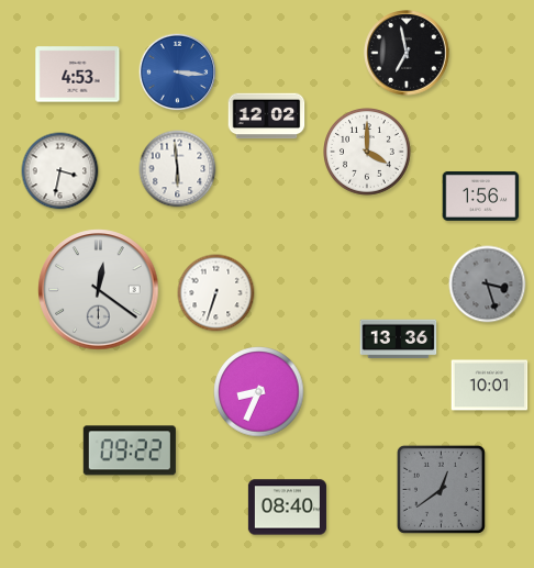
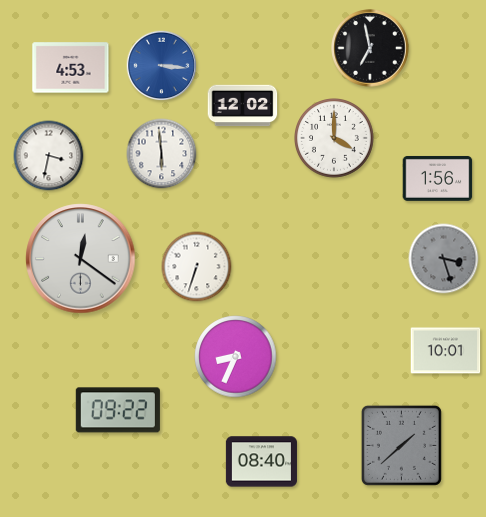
clock at (60, 171) position: (60, 171) -> (49, 156)
clock at (99, 290) position: (99, 290) -> (81, 259)
clock at (399, 339): 13:36 -> none
clock at (441, 489): 12:39 -> 1:38
